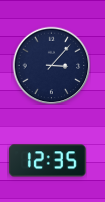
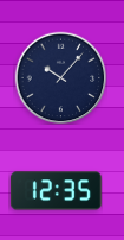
clock at (51, 65): 3:07 -> 10:07
